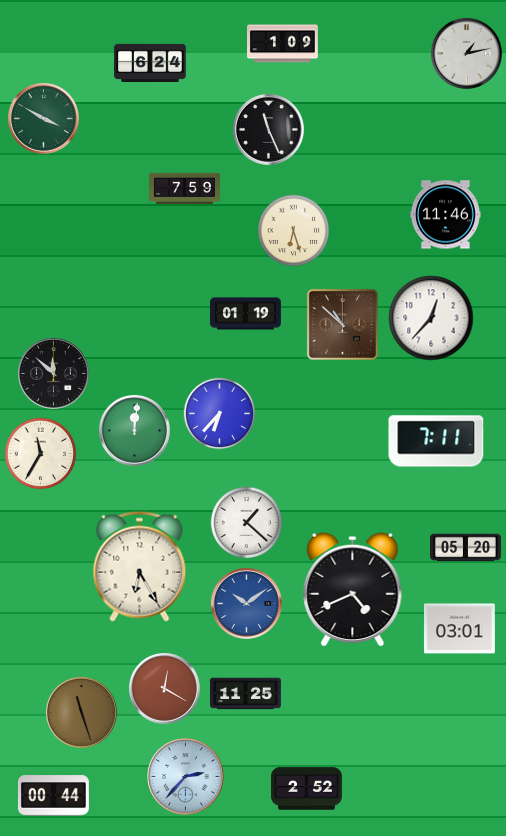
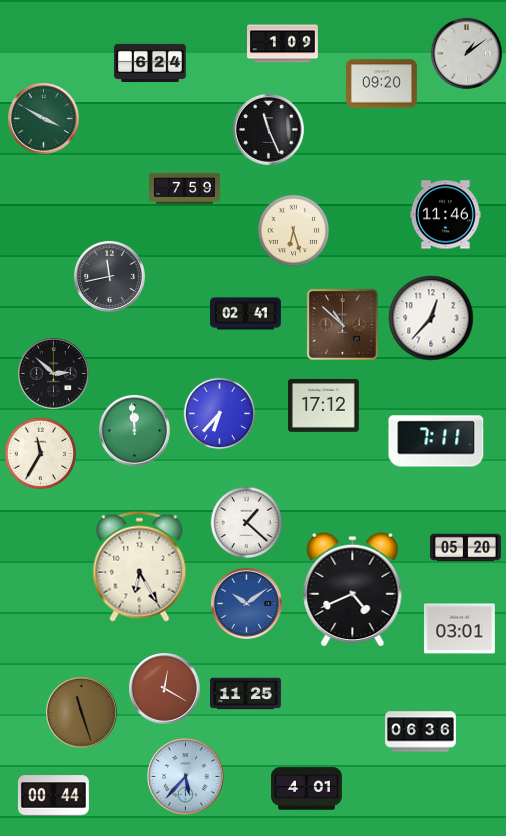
clock at (466, 53): 1:13 -> 1:09
clock at (381, 84): none -> 09:20
clock at (109, 276): none -> 11:43
clock at (246, 314): 01:19 -> 02:41
clock at (53, 373): 11:52 -> 2:52
clock at (323, 405): none -> 17:12
clock at (134, 430): 12:01 -> 11:59
clock at (421, 732): none -> 06:36
clock at (186, 777): 2:37 -> 5:37
clock at (307, 789): 2:52 -> 4:01
